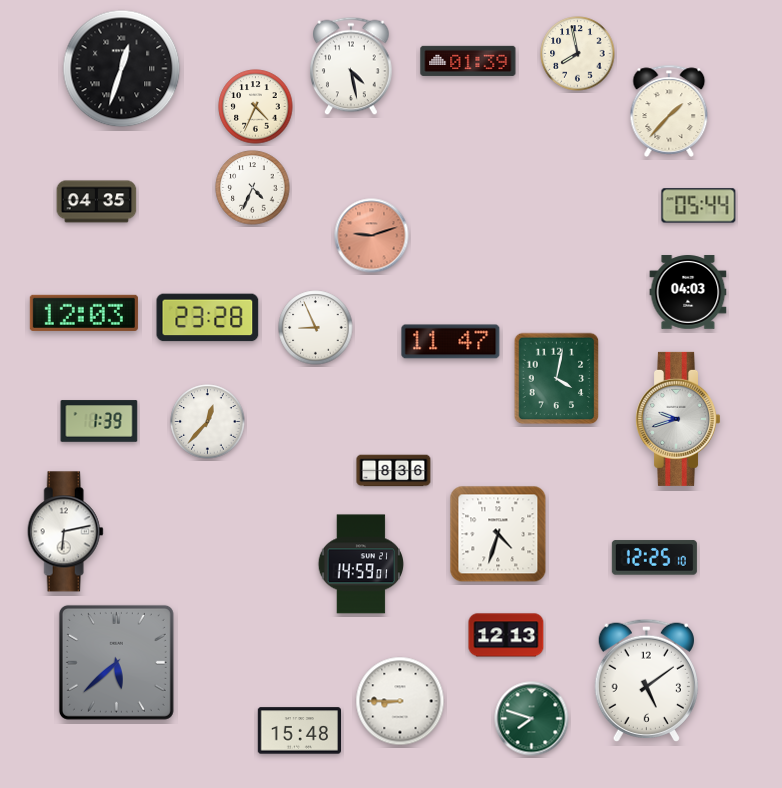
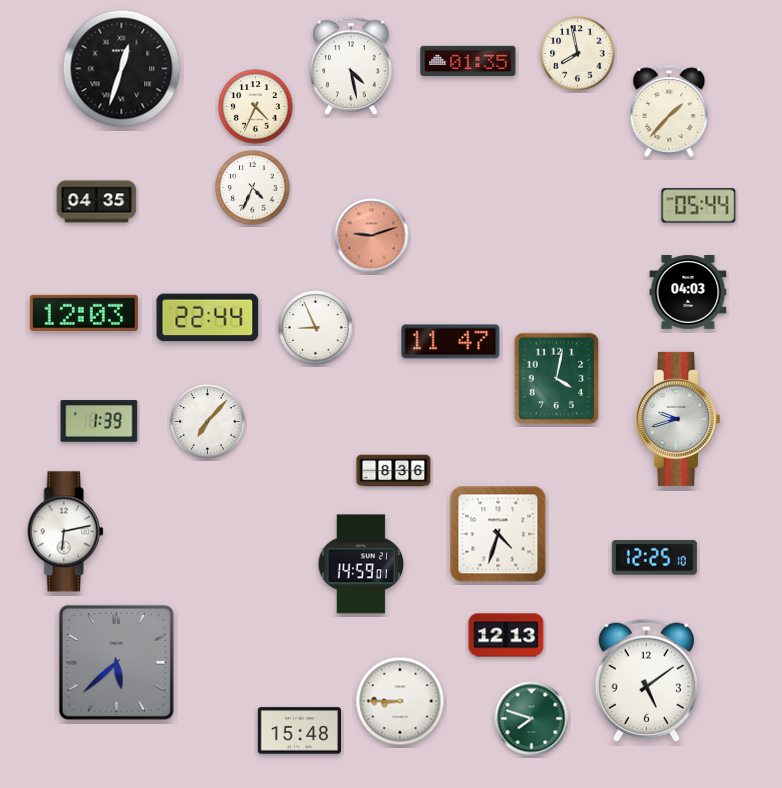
clock at (468, 61): 01:39 -> 01:35
clock at (208, 318): 23:28 -> 22:44
clock at (208, 422): 12:37 -> 7:07
